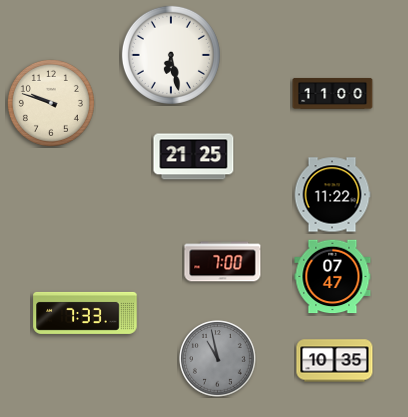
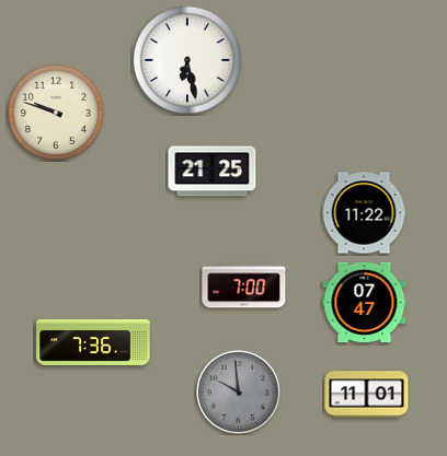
clock at (333, 93): 11:00 -> none
clock at (85, 313): 7:33 -> 7:36
clock at (218, 359): 10:58 -> 9:59
clock at (335, 361): 10:35 -> 11:01
